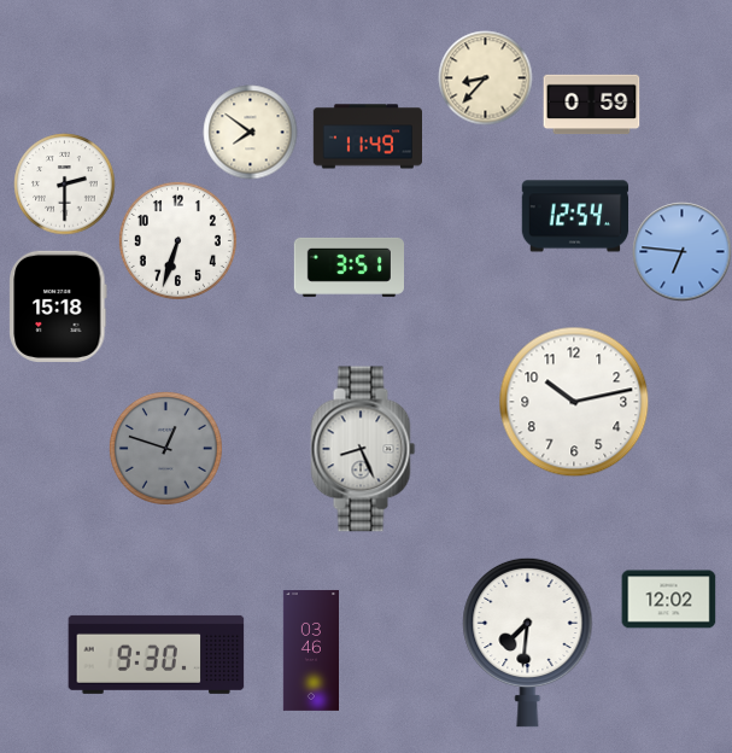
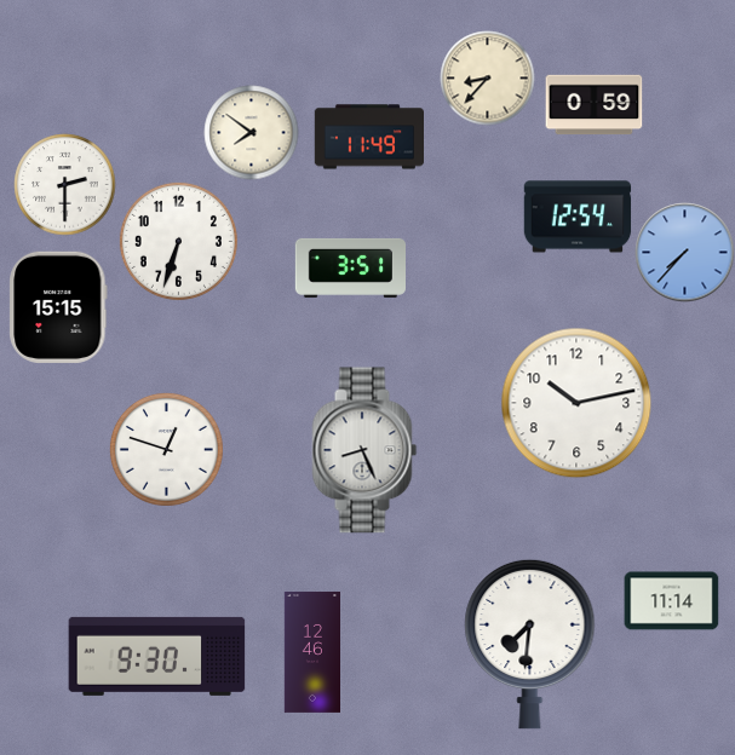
clock at (681, 251): 6:46 -> 7:37
clock at (58, 307): 15:18 -> 15:15
clock at (165, 448) dial: grey -> white
clock at (668, 600): 12:02 -> 11:14
clock at (311, 650): 03:46 -> 12:46
